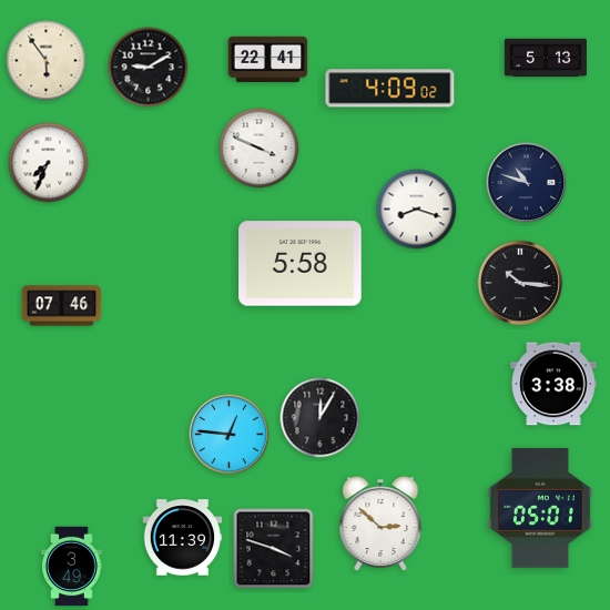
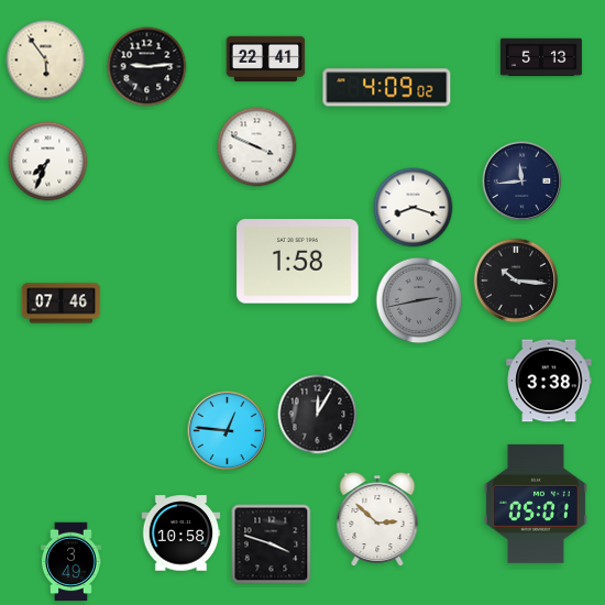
clock at (149, 68): 9:10 -> 9:14
clock at (527, 183): 10:48 -> 11:44
clock at (301, 264): 5:58 -> 1:58
clock at (419, 300): none -> 2:43
clock at (183, 538): 11:39 -> 10:58
